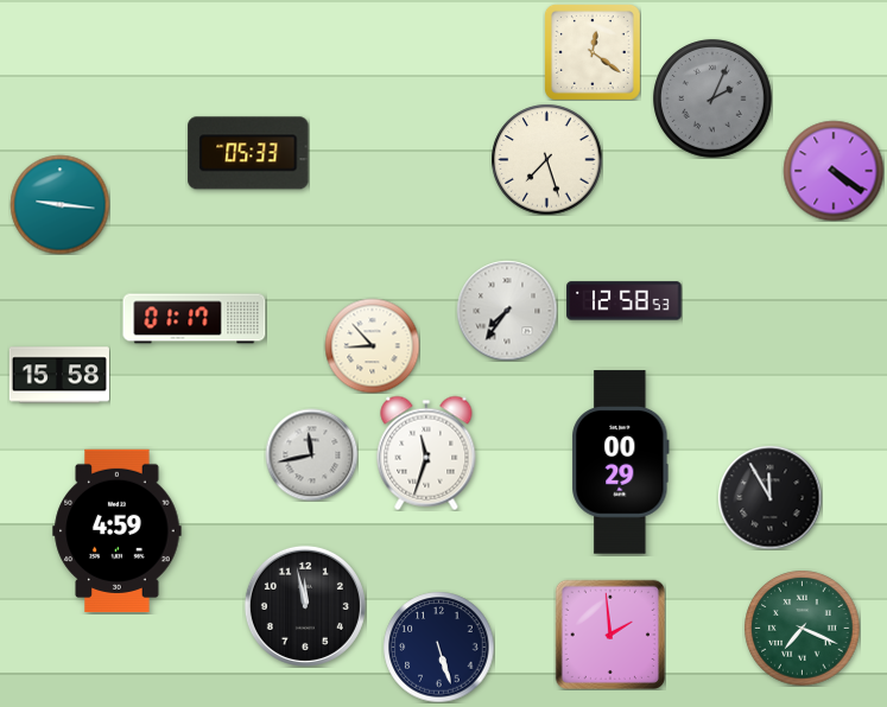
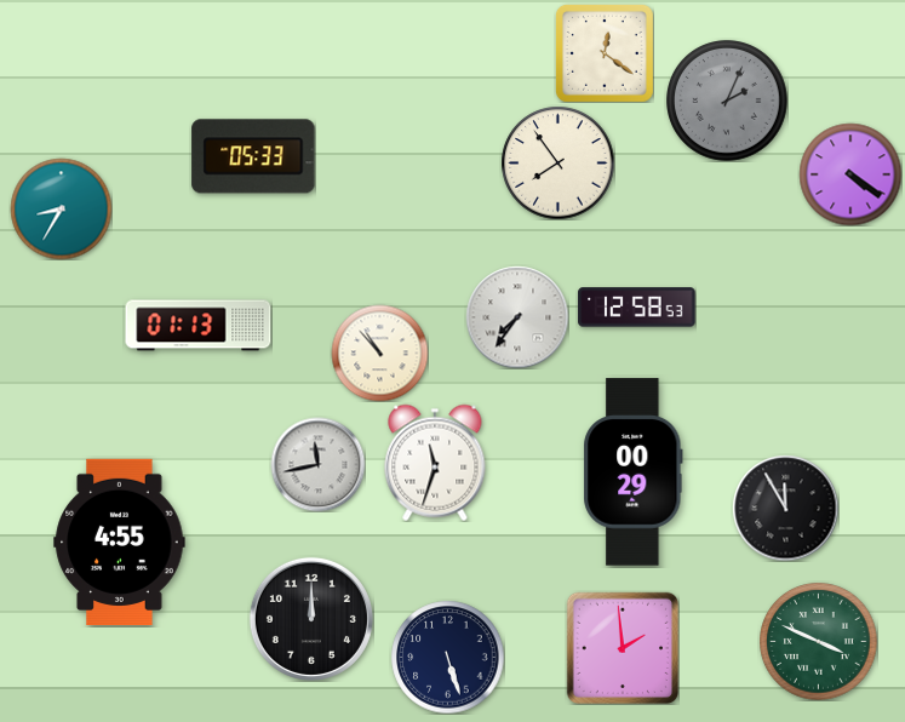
clock at (546, 159): 7:27 -> 7:54
clock at (59, 204): 9:16 -> 8:35
clock at (195, 319): 01:17 -> 01:13
clock at (372, 345): 8:53 -> 10:53
clock at (59, 375): 15:58 -> none
clock at (118, 530): 4:59 -> 4:55
clock at (305, 606): 11:58 -> 12:00
clock at (803, 629): 7:19 -> 3:49
clock at (438, 647) position: (438, 647) -> (447, 657)
